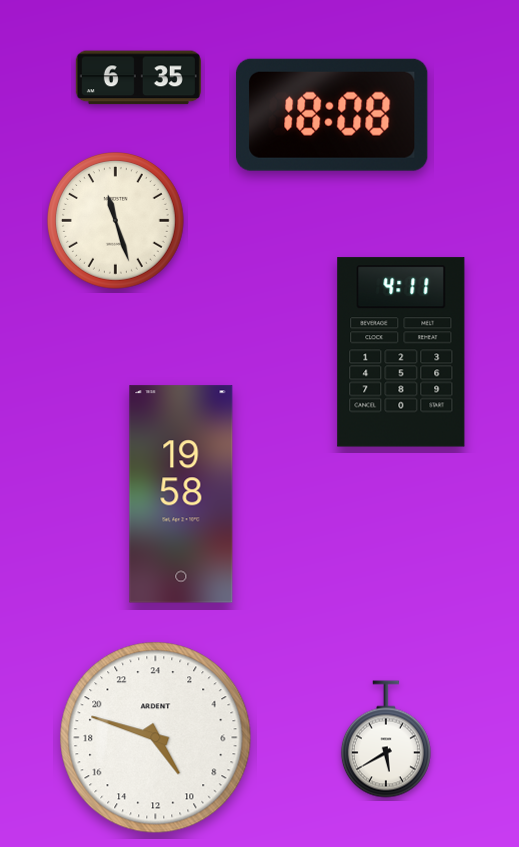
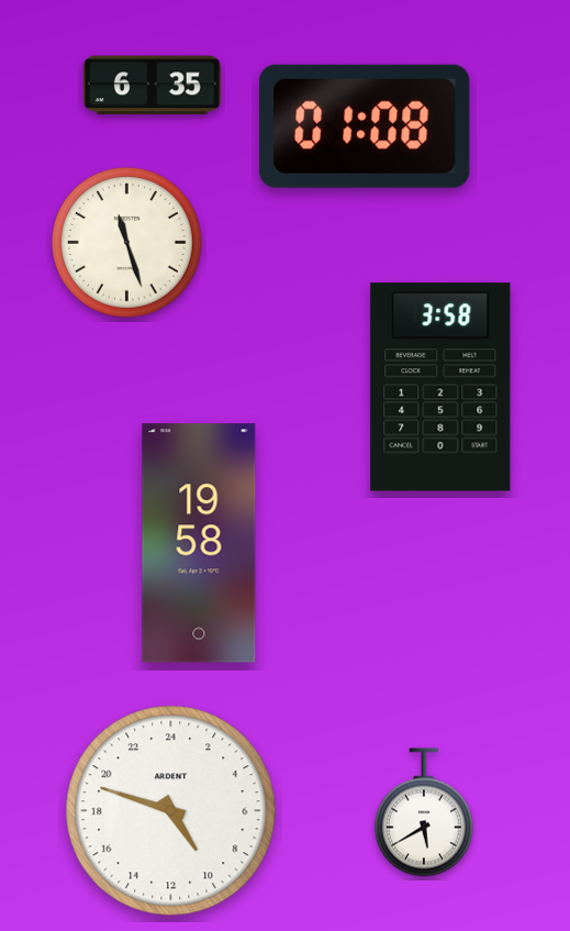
clock at (332, 115): 18:08 -> 01:08
clock at (401, 352): 4:11 -> 3:58
